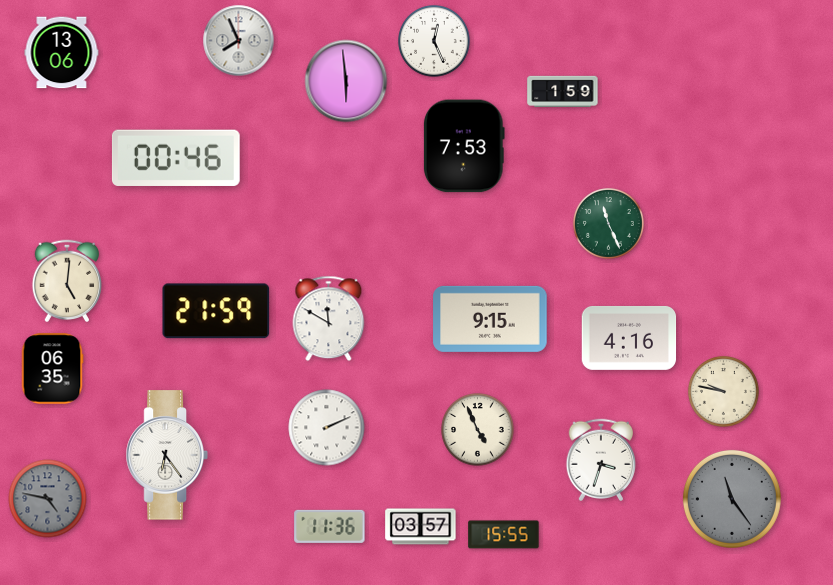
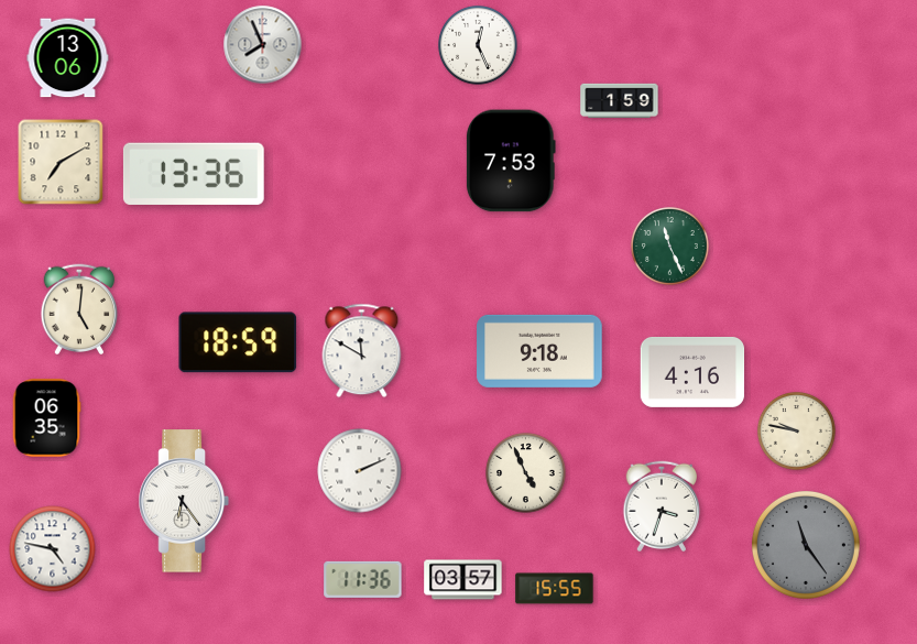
clock at (346, 81): 5:59 -> none
clock at (61, 162): none -> 7:10
clock at (176, 157): 00:46 -> 13:36
clock at (67, 281) position: (67, 281) -> (79, 309)
clock at (216, 311): 21:59 -> 18:59
clock at (490, 319): 9:15 -> 9:18
clock at (52, 369) position: (52, 369) -> (46, 418)
clock at (48, 499) dial: grey -> white
clock at (732, 499) position: (732, 499) -> (806, 545)
